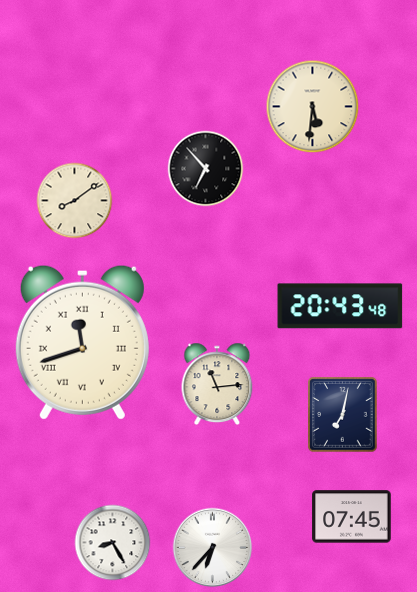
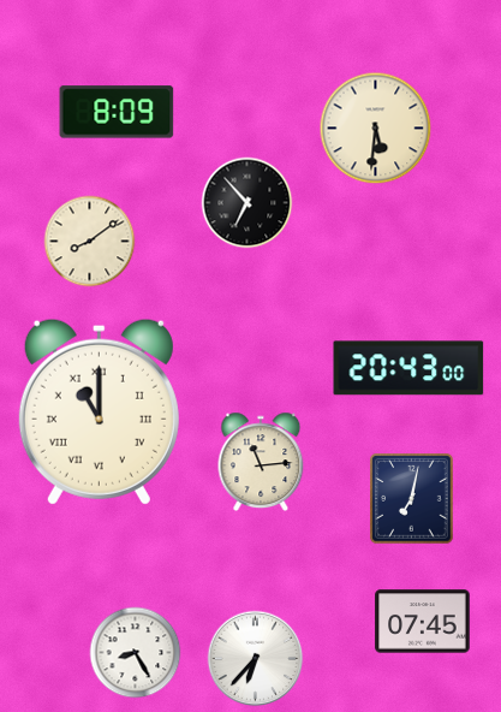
clock at (117, 112): none -> 8:09
clock at (340, 306): 20:43:48 -> 20:43:00
clock at (82, 342): 11:42 -> 11:00
